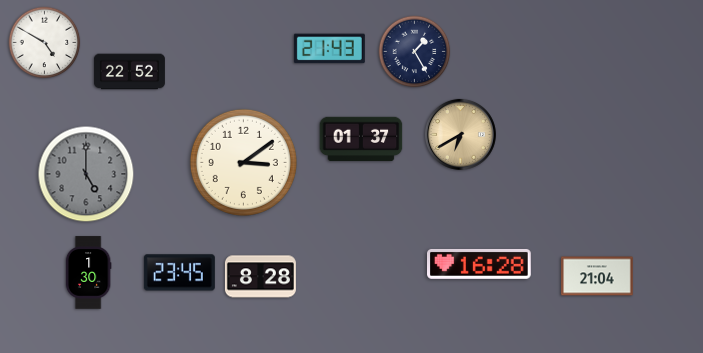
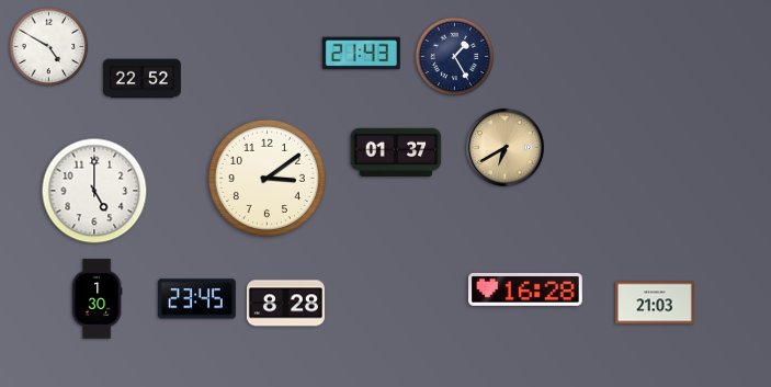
clock at (86, 174) dial: grey -> white
clock at (598, 276): 21:04 -> 21:03
